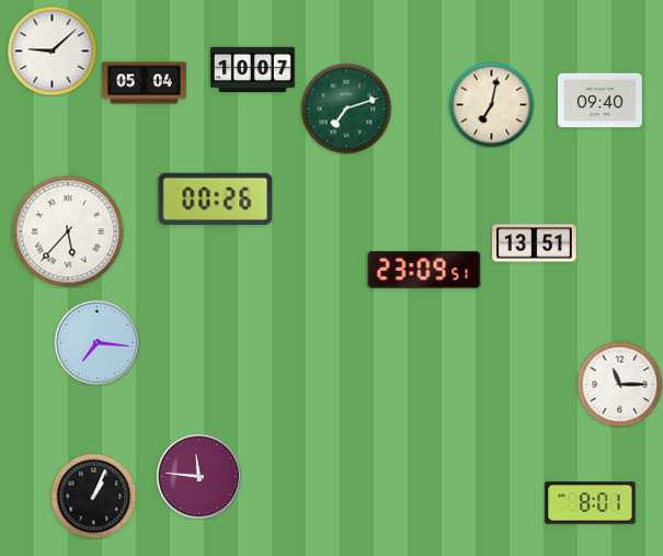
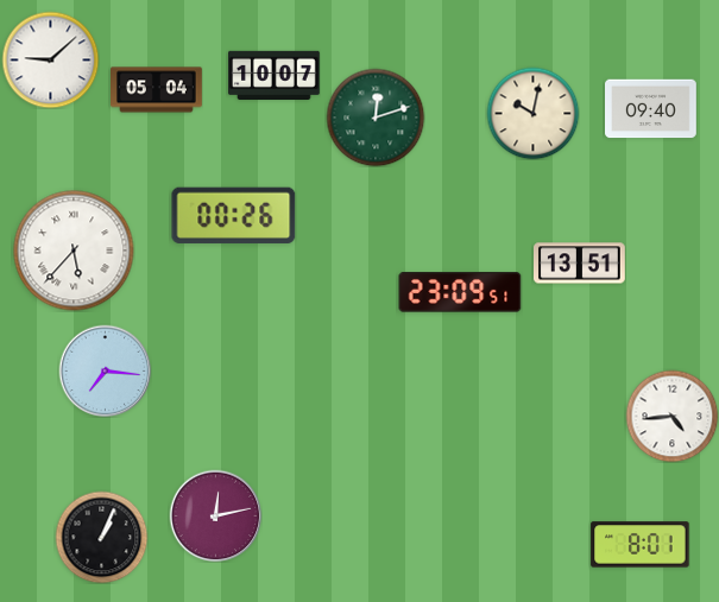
clock at (52, 50) position: (52, 50) -> (50, 59)
clock at (491, 104): 7:02 -> 10:02
clock at (346, 109): 7:12 -> 12:12
clock at (619, 384): 11:15 -> 4:44
clock at (198, 476): 11:46 -> 12:13
